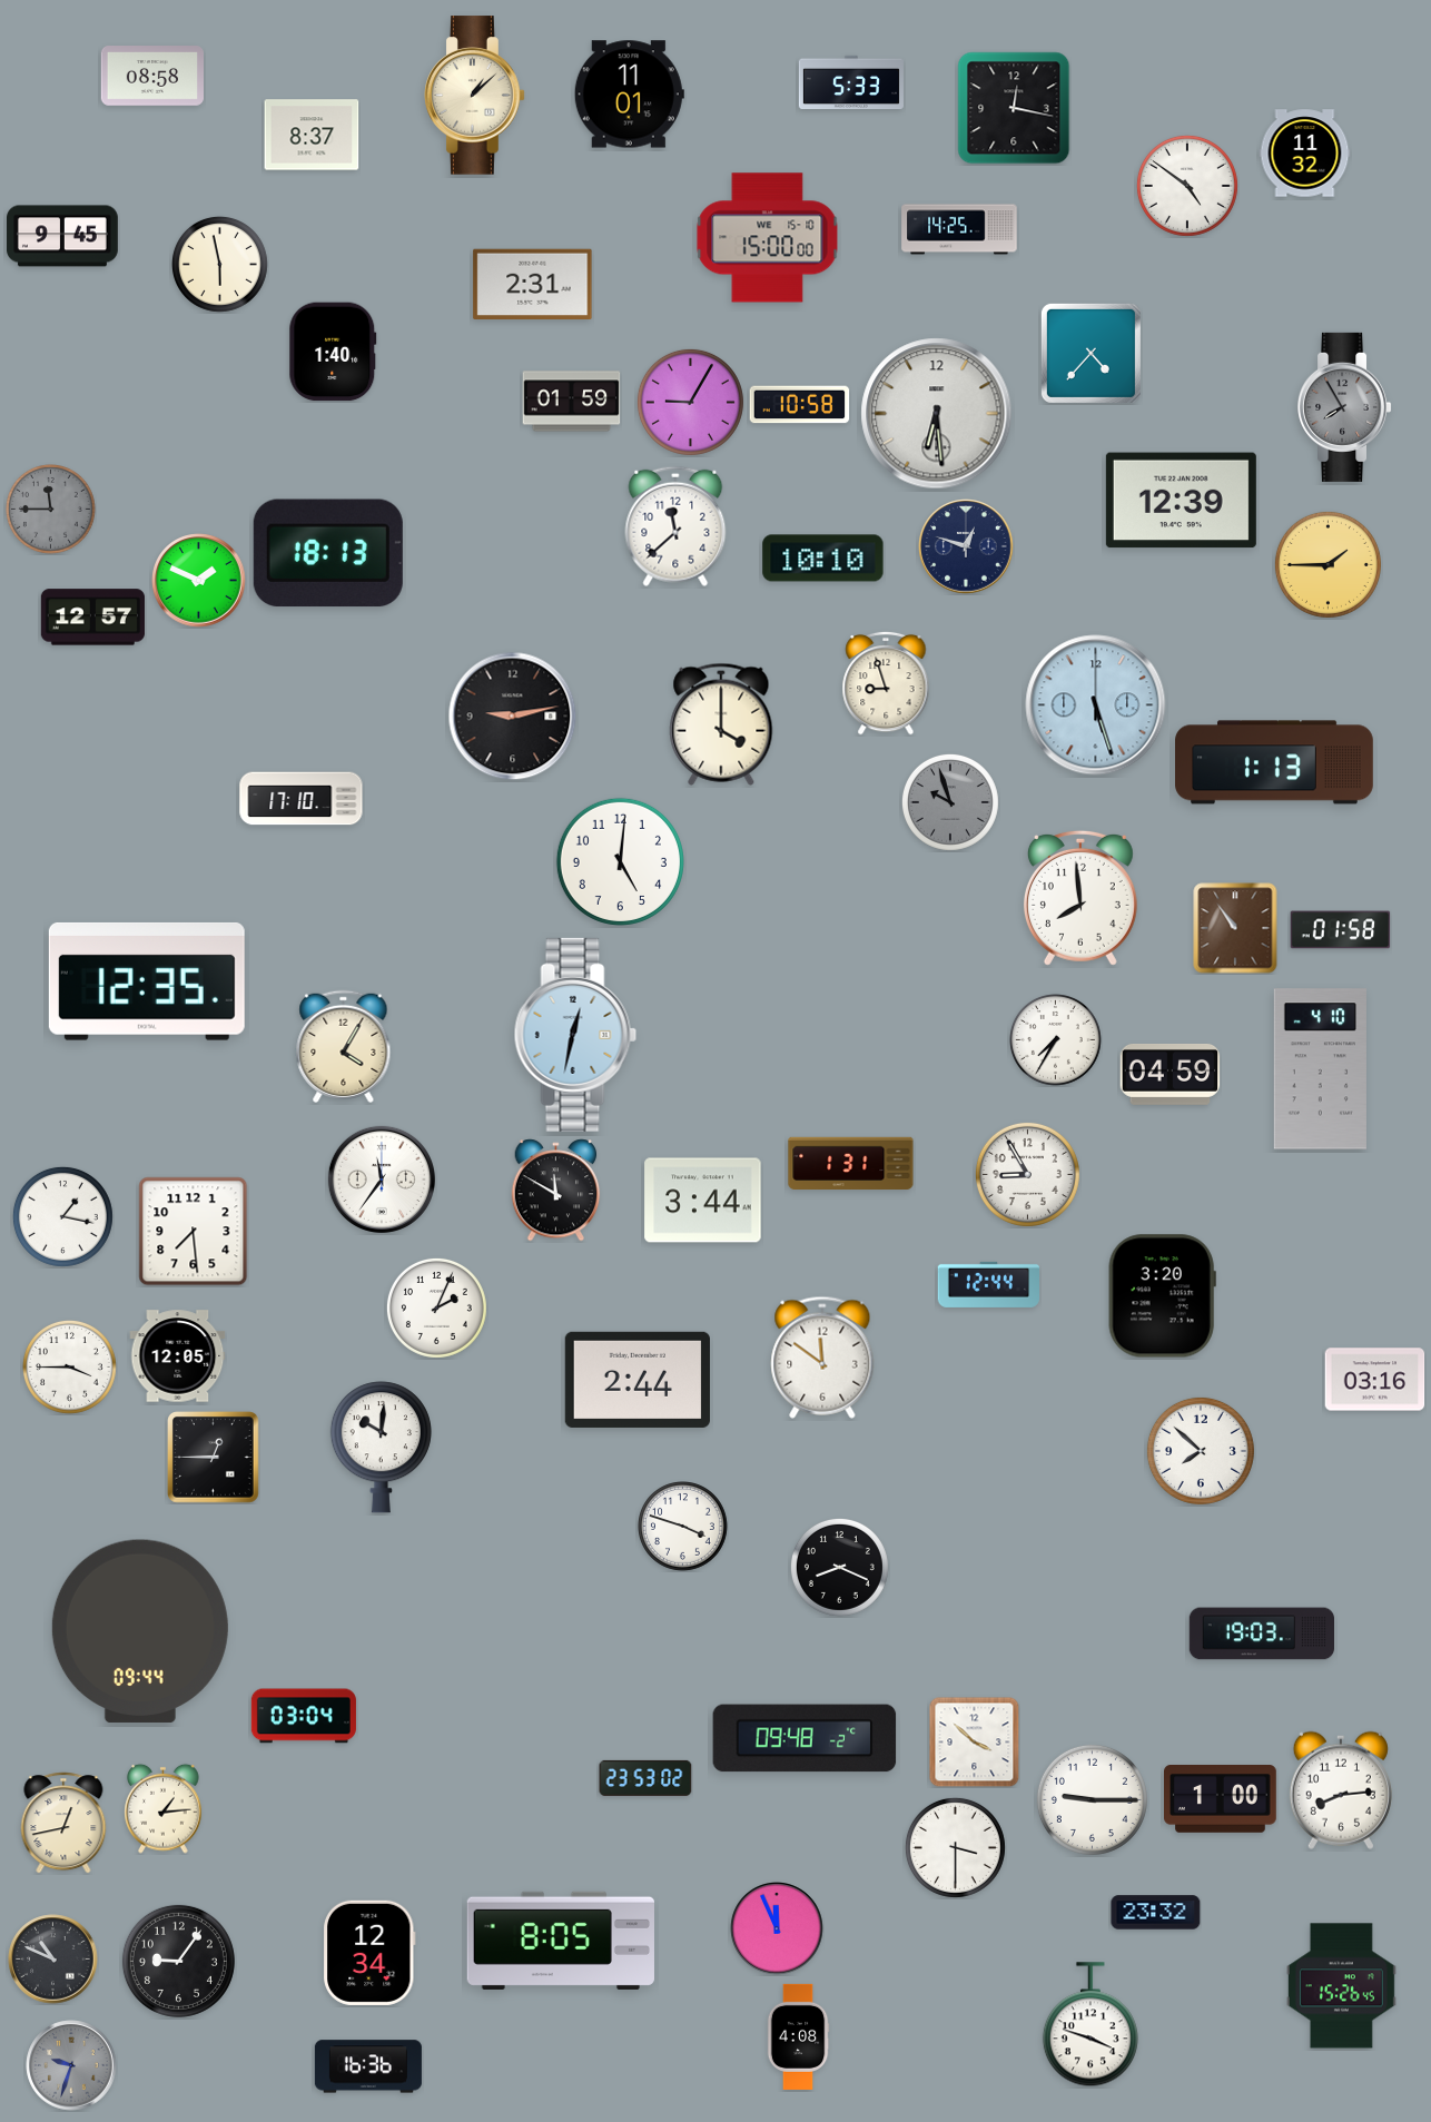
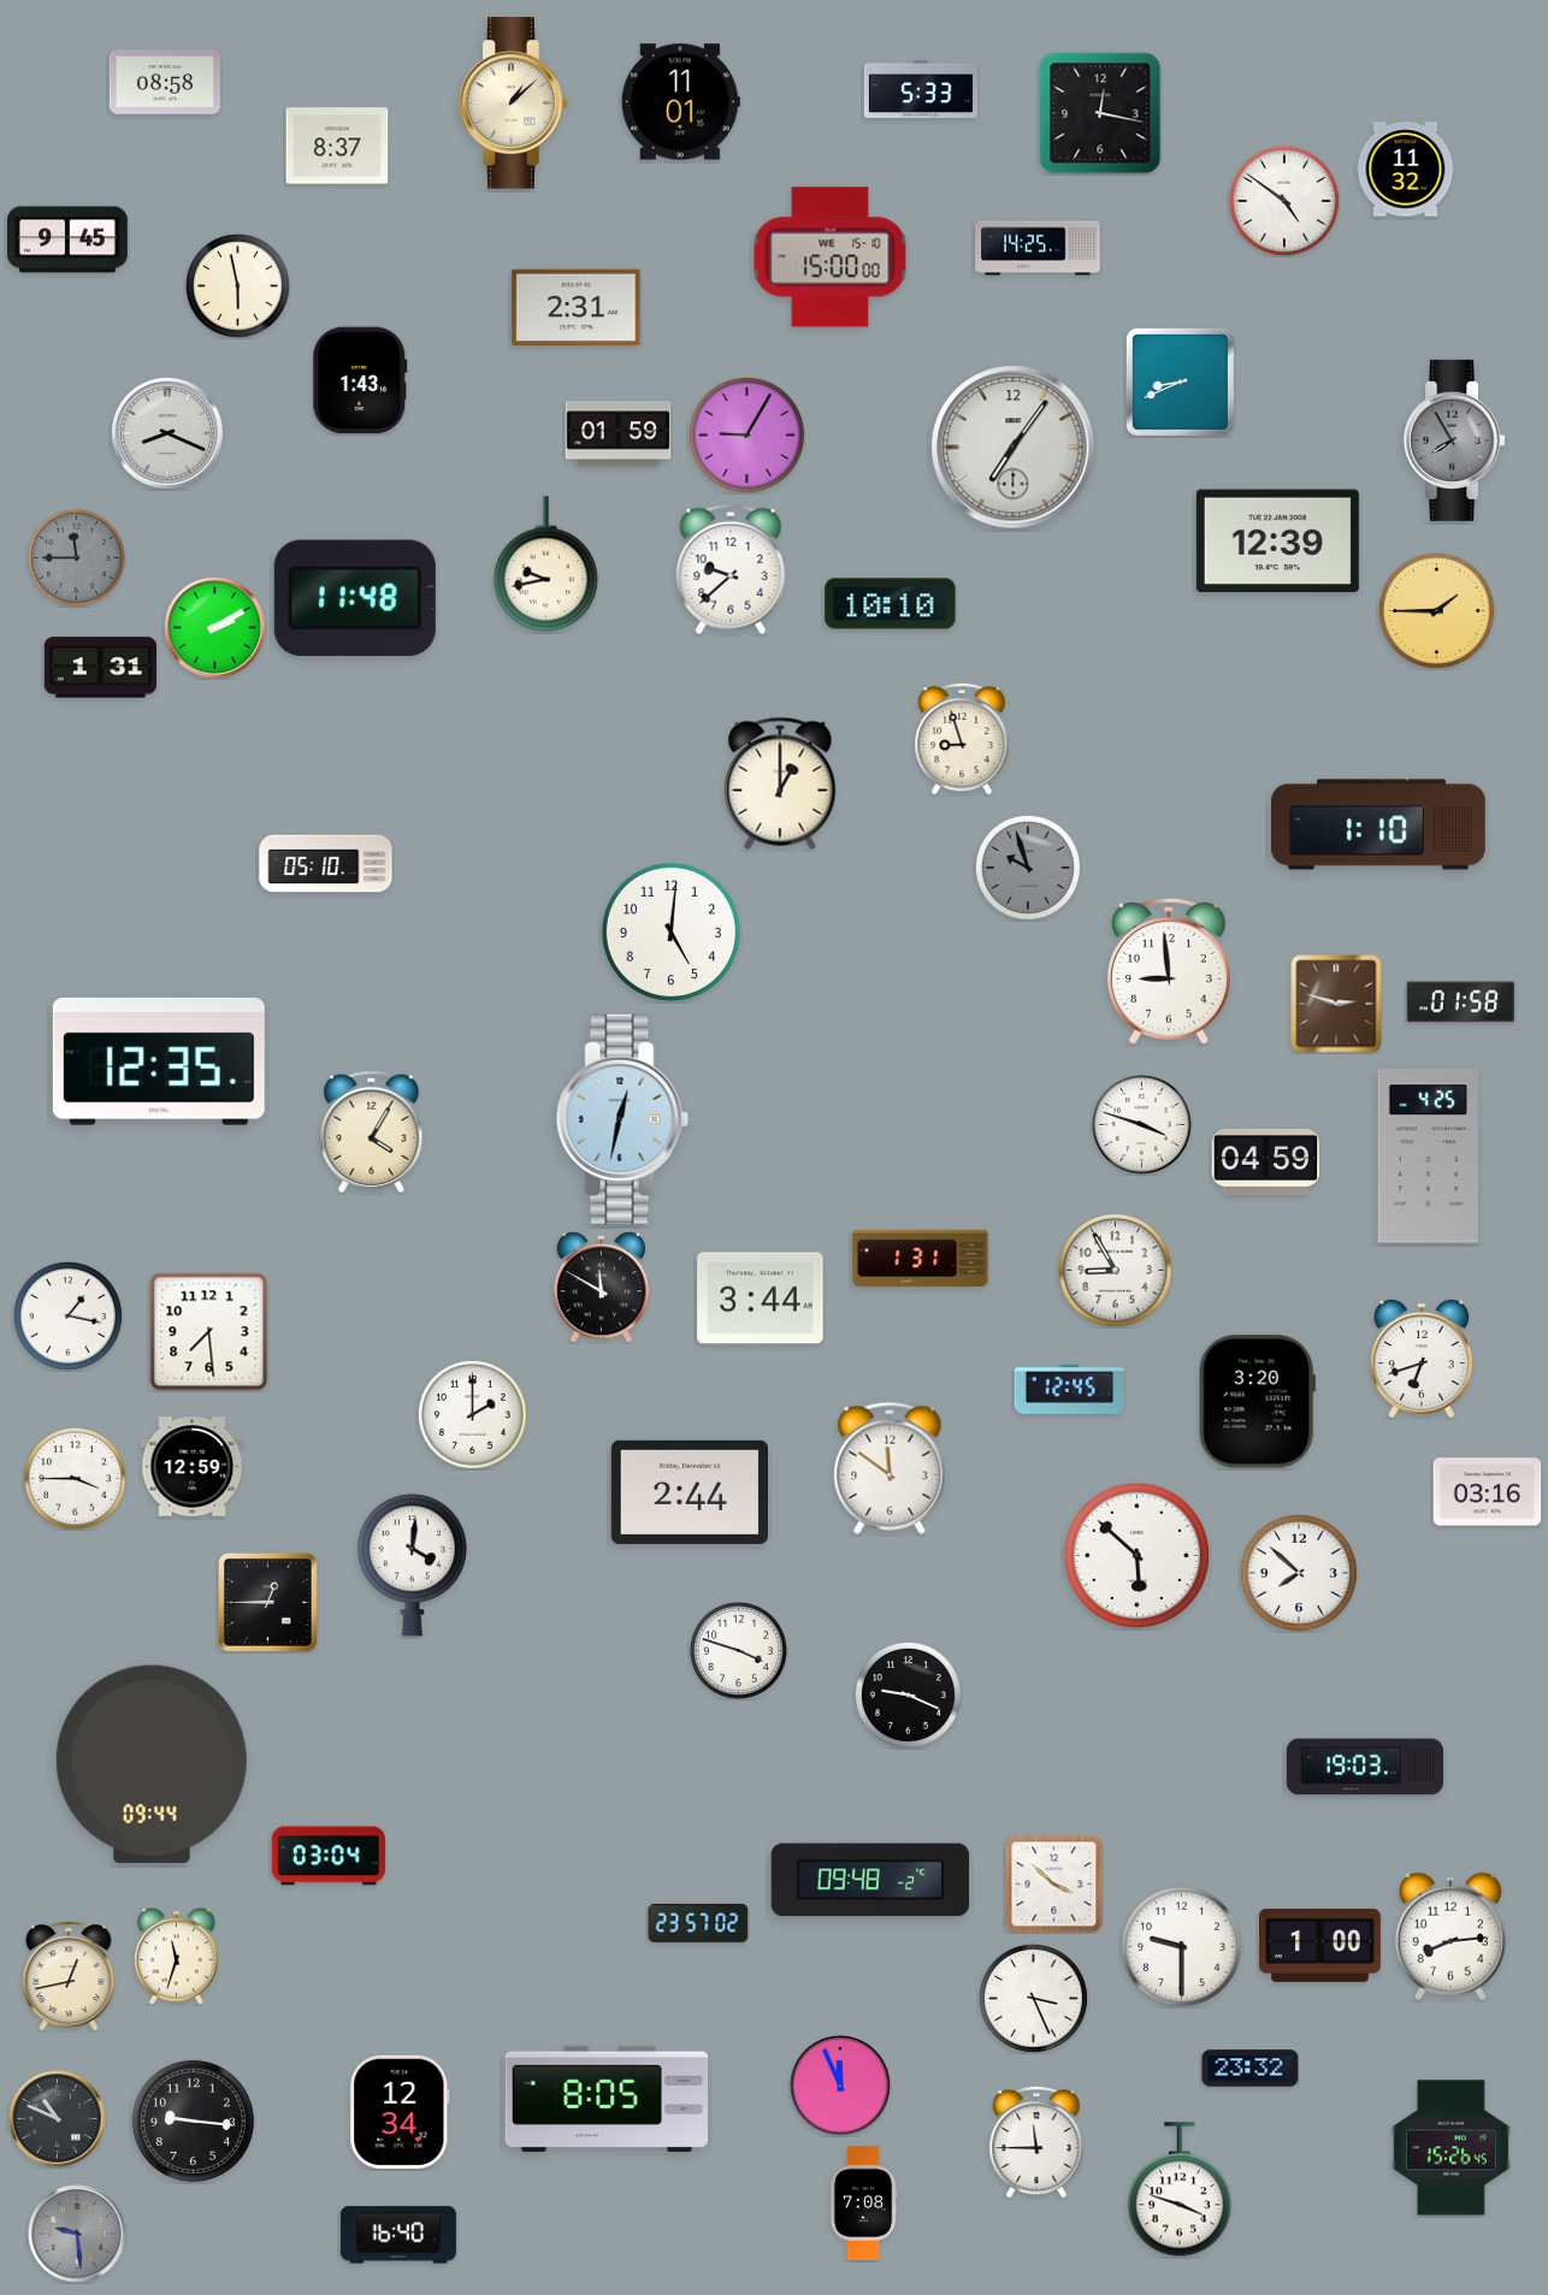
clock at (1014, 108) position: (1014, 108) -> (1100, 113)
clock at (1305, 154) position: (1305, 154) -> (1406, 170)
clock at (63, 236) position: (63, 236) -> (69, 239)
clock at (333, 352): 1:40 -> 1:43
clock at (1090, 353): 4:37 -> 8:41
clock at (167, 433): none -> 8:19
clock at (800, 405): 10:58 -> none
clock at (937, 414): 6:29 -> 7:06
clock at (51, 510) position: (51, 510) -> (77, 558)
clock at (545, 564): none -> 9:43
clock at (675, 526): 11:38 -> 9:38
clock at (966, 546): 12:48 -> none
clock at (328, 553): 18:13 -> 11:48
clock at (199, 581): 1:49 -> 2:10
clock at (92, 618): 12:57 -> 1:31
clock at (886, 683) position: (886, 683) -> (962, 739)
clock at (1096, 705): 5:27 -> none
clock at (513, 717): 9:13 -> none
clock at (721, 724): 4:00 -> 1:00
clock at (1275, 762): 1:13 -> 1:10
clock at (302, 799): 17:10 -> 05:10
clock at (1080, 898): 7:59 -> 8:59
clock at (1235, 928): 10:54 -> 2:48
clock at (1341, 930) position: (1341, 930) -> (1461, 1002)
clock at (1056, 1040): 7:35 -> 3:48
clock at (1320, 1069): 4:10 -> 4:25
clock at (1027, 1174) position: (1027, 1174) -> (1115, 1270)
clock at (382, 1180): 11:36 -> none
clock at (1422, 1359): none -> 6:42
clock at (989, 1284): 12:44 -> 12:45
clock at (436, 1307): 2:04 -> 2:00
clock at (178, 1356): 12:05 -> 12:59
clock at (1136, 1555): none -> 5:52
clock at (381, 1448): 10:01 -> 4:01
clock at (1201, 1451) position: (1201, 1451) -> (1299, 1573)
clock at (214, 1458) position: (214, 1458) -> (268, 1603)
clock at (839, 1567): 8:19 -> 9:19
clock at (645, 1778): 23:53 -> 23:57
clock at (1092, 1799): 9:15 -> 9:30
clock at (164, 1808): 1:14 -> 11:33
clock at (63, 1823) position: (63, 1823) -> (69, 1976)
clock at (955, 1847): 3:30 -> 3:26
clock at (178, 1961): 9:06 -> 9:16
clock at (1036, 2142): none -> 11:45
clock at (798, 2036): 4:08 -> 7:08
clock at (71, 2065): 9:33 -> 9:29
clock at (368, 2066): 16:36 -> 16:40
